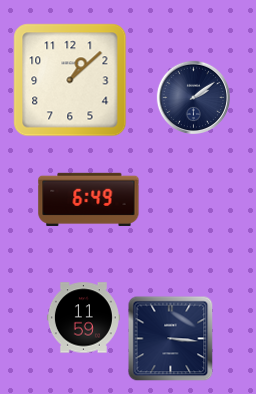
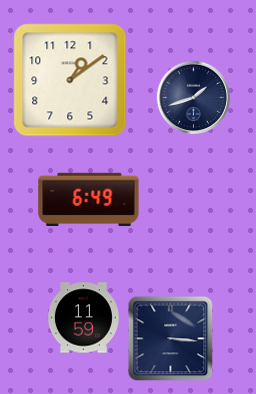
clock at (70, 80): 1:08 -> 1:09
clock at (193, 97): 2:09 -> 1:42
